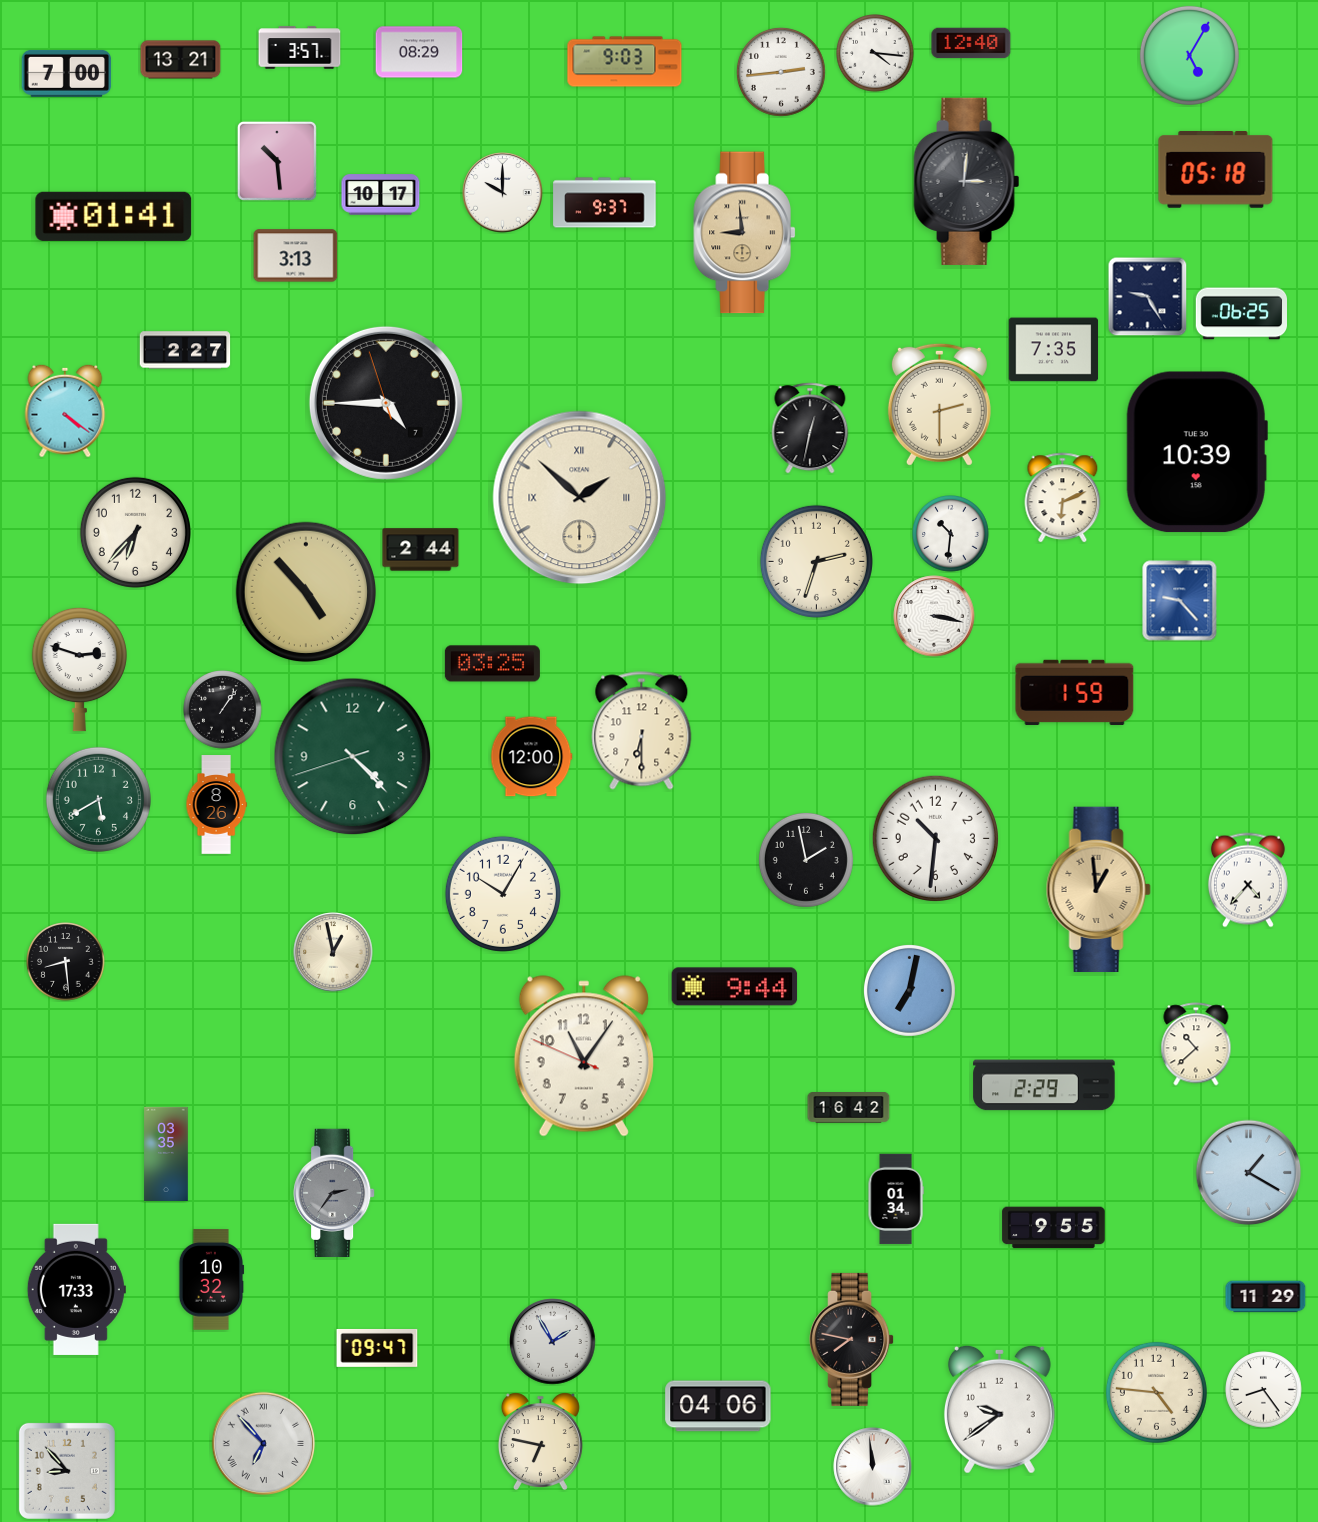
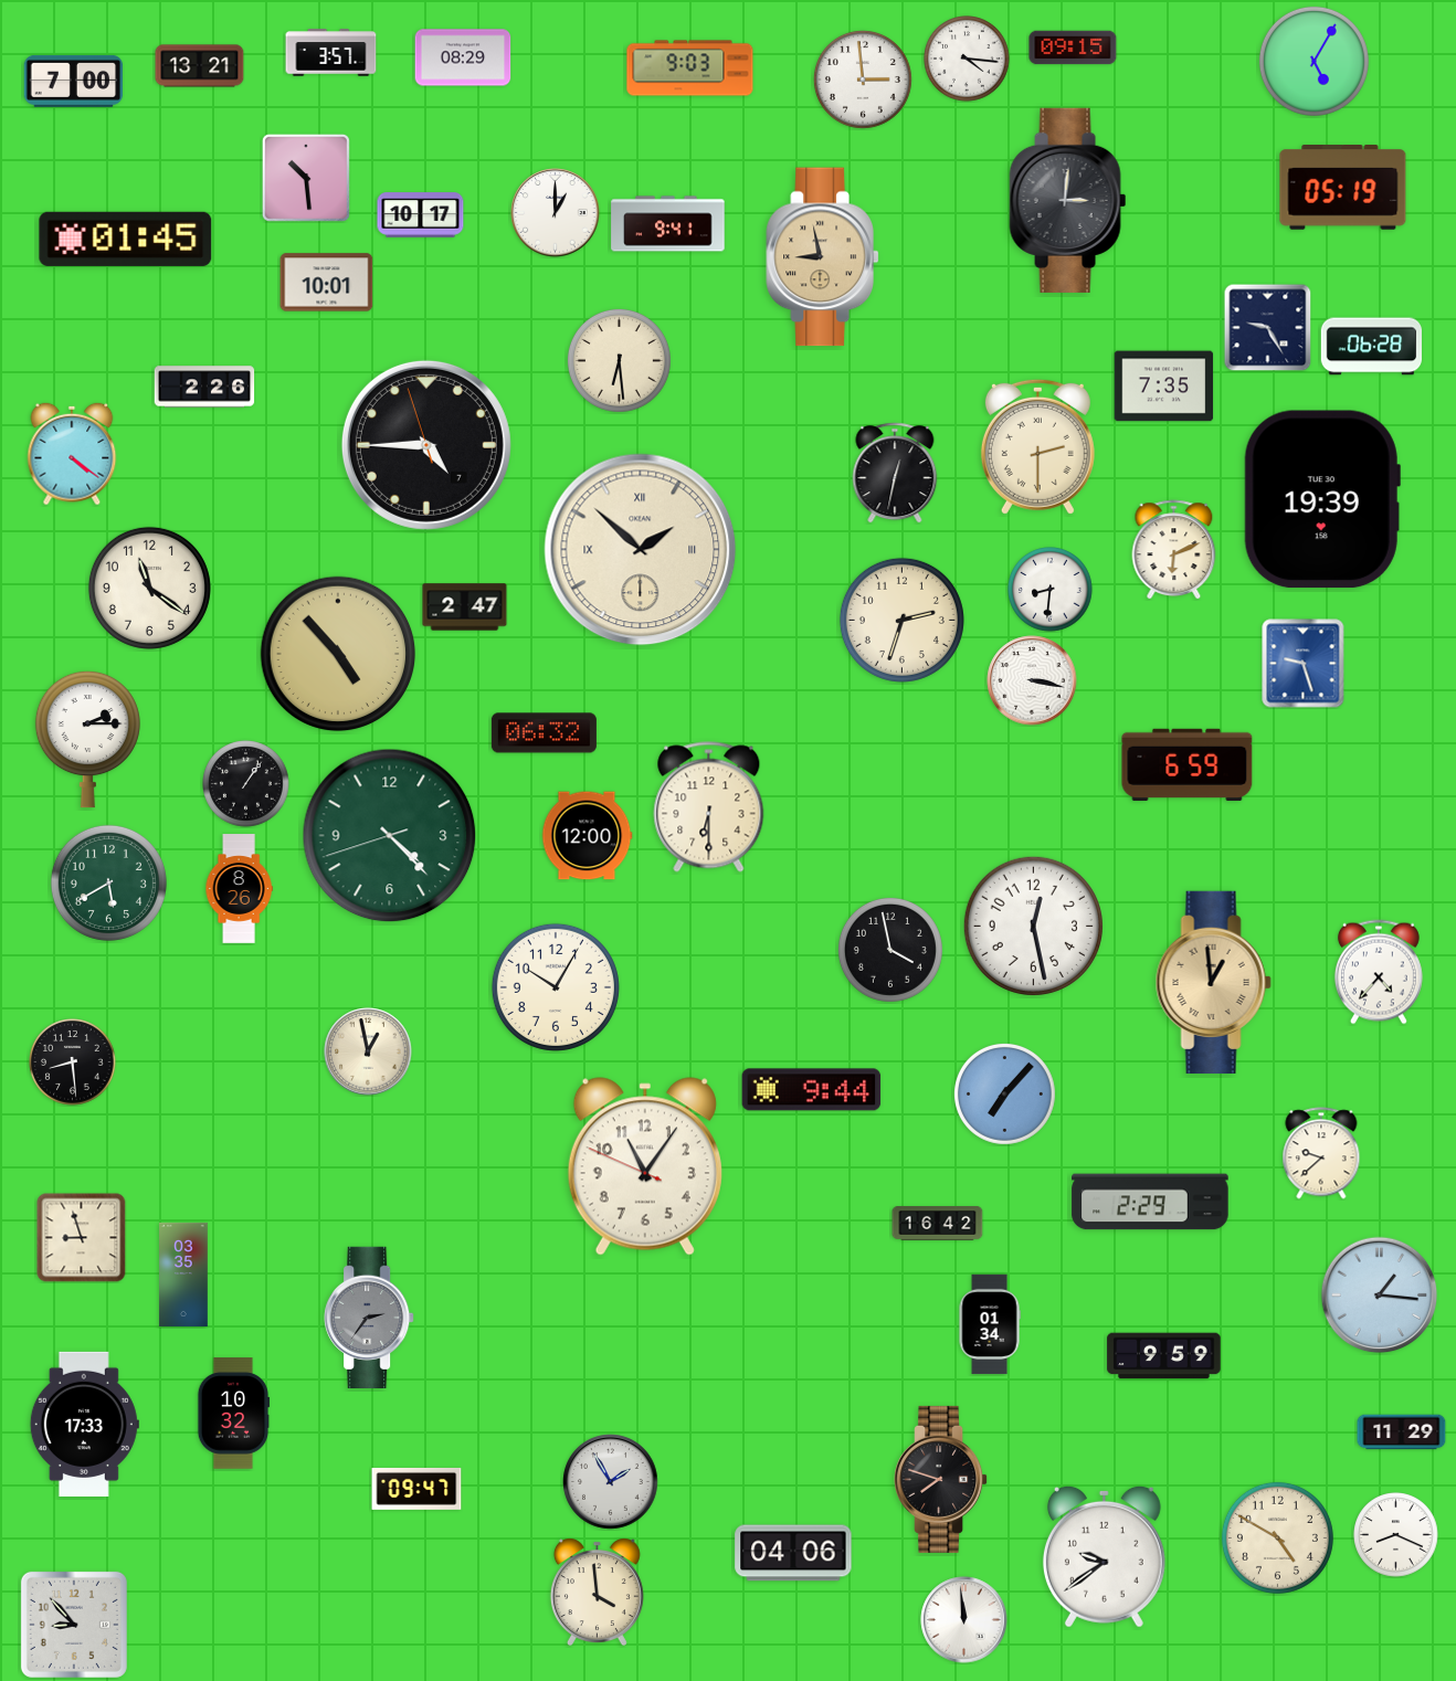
clock at (971, 43): 12:40 -> 09:15
clock at (781, 72): 2:44 -> 2:59
clock at (1216, 170): 05:18 -> 05:19
clock at (503, 193): 10:00 -> 1:00
clock at (605, 203): 9:37 -> 9:41
clock at (114, 216): 01:41 -> 01:45
clock at (745, 233): 8:59 -> 8:58
clock at (296, 256): 3:13 -> 10:01
clock at (1241, 314): 06:25 -> 06:28
clock at (619, 360): none -> 6:29
clock at (185, 350): 2:27 -> 2:26
clock at (1197, 452): 10:39 -> 19:39
clock at (135, 532): 6:37 -> 11:21
clock at (951, 534): 10:31 -> 8:31
clock at (421, 550): 2:44 -> 2:47
clock at (1180, 601): 9:23 -> 9:27
clock at (492, 664): 03:25 -> 06:32
clock at (79, 669): 2:48 -> 2:15
clock at (1075, 692): 1:59 -> 6:59
clock at (935, 838): 10:31 -> 12:28
clock at (806, 860): 1:58 -> 3:58
clock at (909, 990): 7:02 -> 7:07
clock at (1196, 1044): 10:38 -> 9:38
clock at (1044, 1085) position: (1044, 1085) -> (1150, 1202)
clock at (82, 1238): none -> 8:57
clock at (1249, 1173): 1:20 -> 1:16
clock at (1054, 1228): 9:55 -> 9:59
clock at (1266, 1297) position: (1266, 1297) -> (1402, 1432)
clock at (852, 1339): 7:47 -> 7:48
clock at (1264, 1390): 8:24 -> 8:19
clock at (1156, 1392): 4:46 -> 4:50
clock at (540, 1441): 6:47 -> 3:59
clock at (264, 1444): 6:53 -> none
